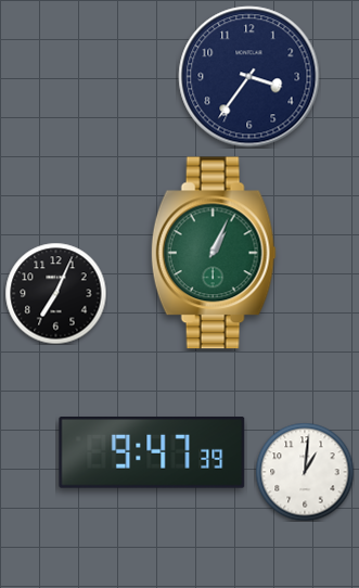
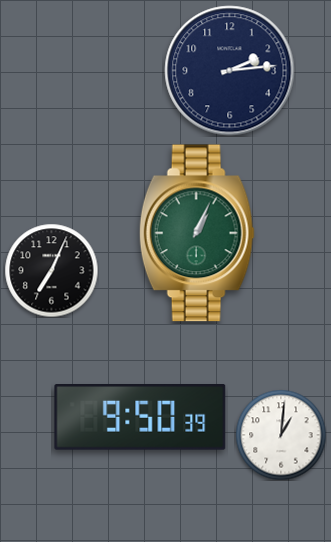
clock at (249, 77): 3:36 -> 2:14
clock at (152, 453): 9:47 -> 9:50
